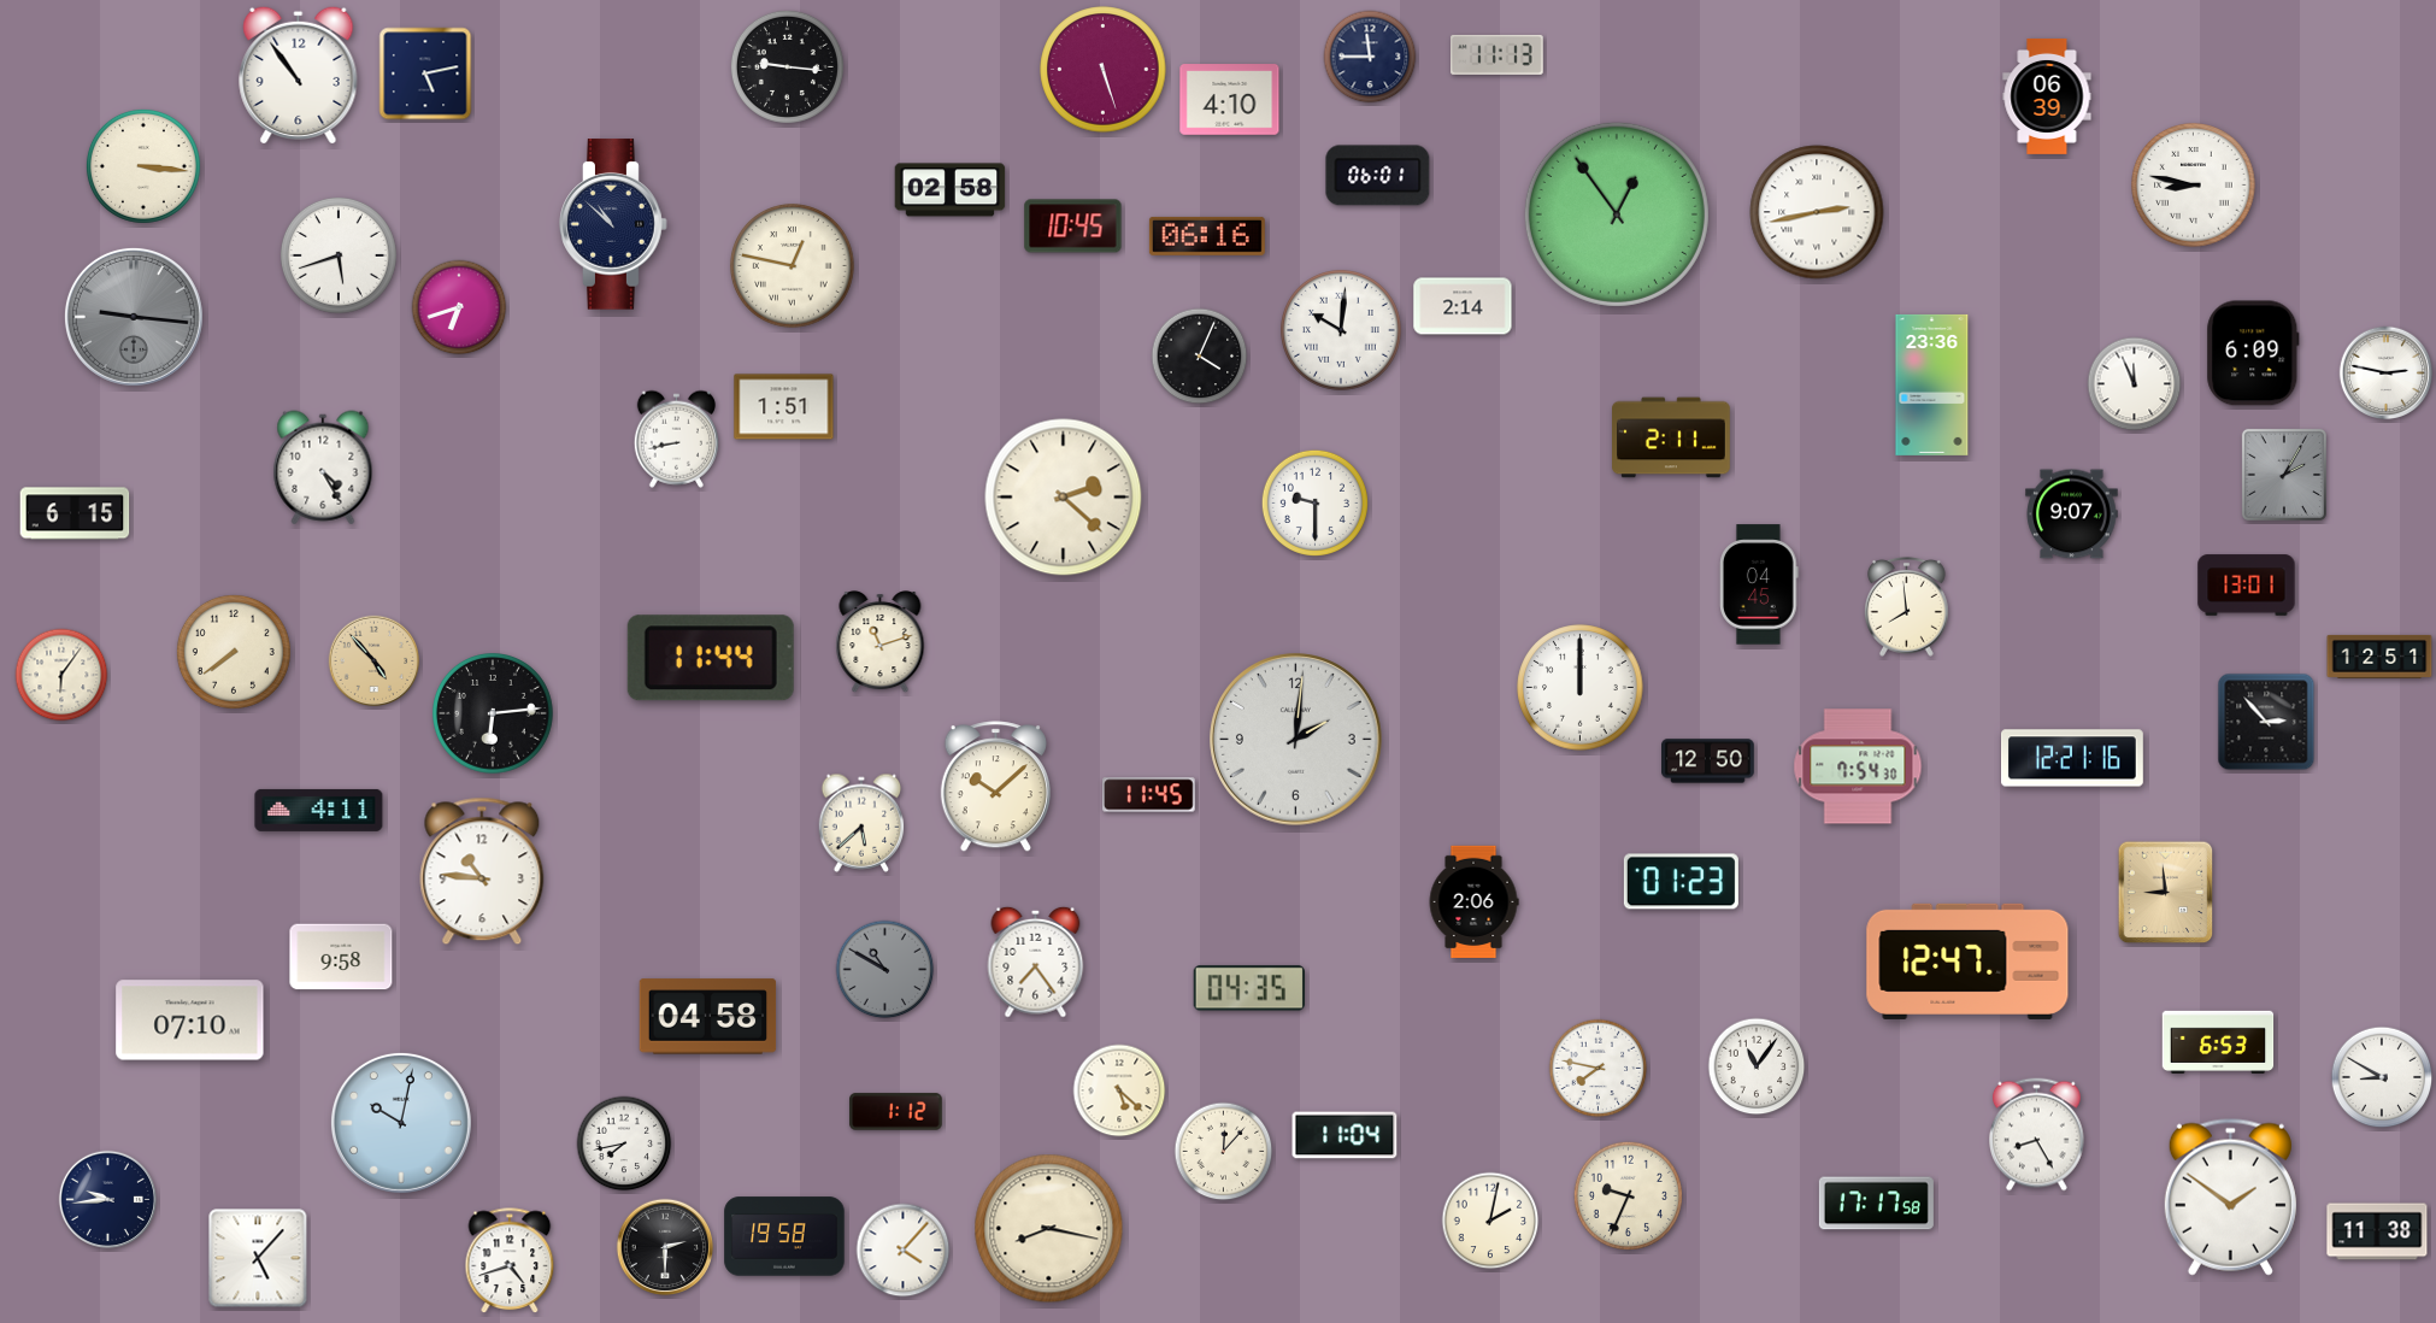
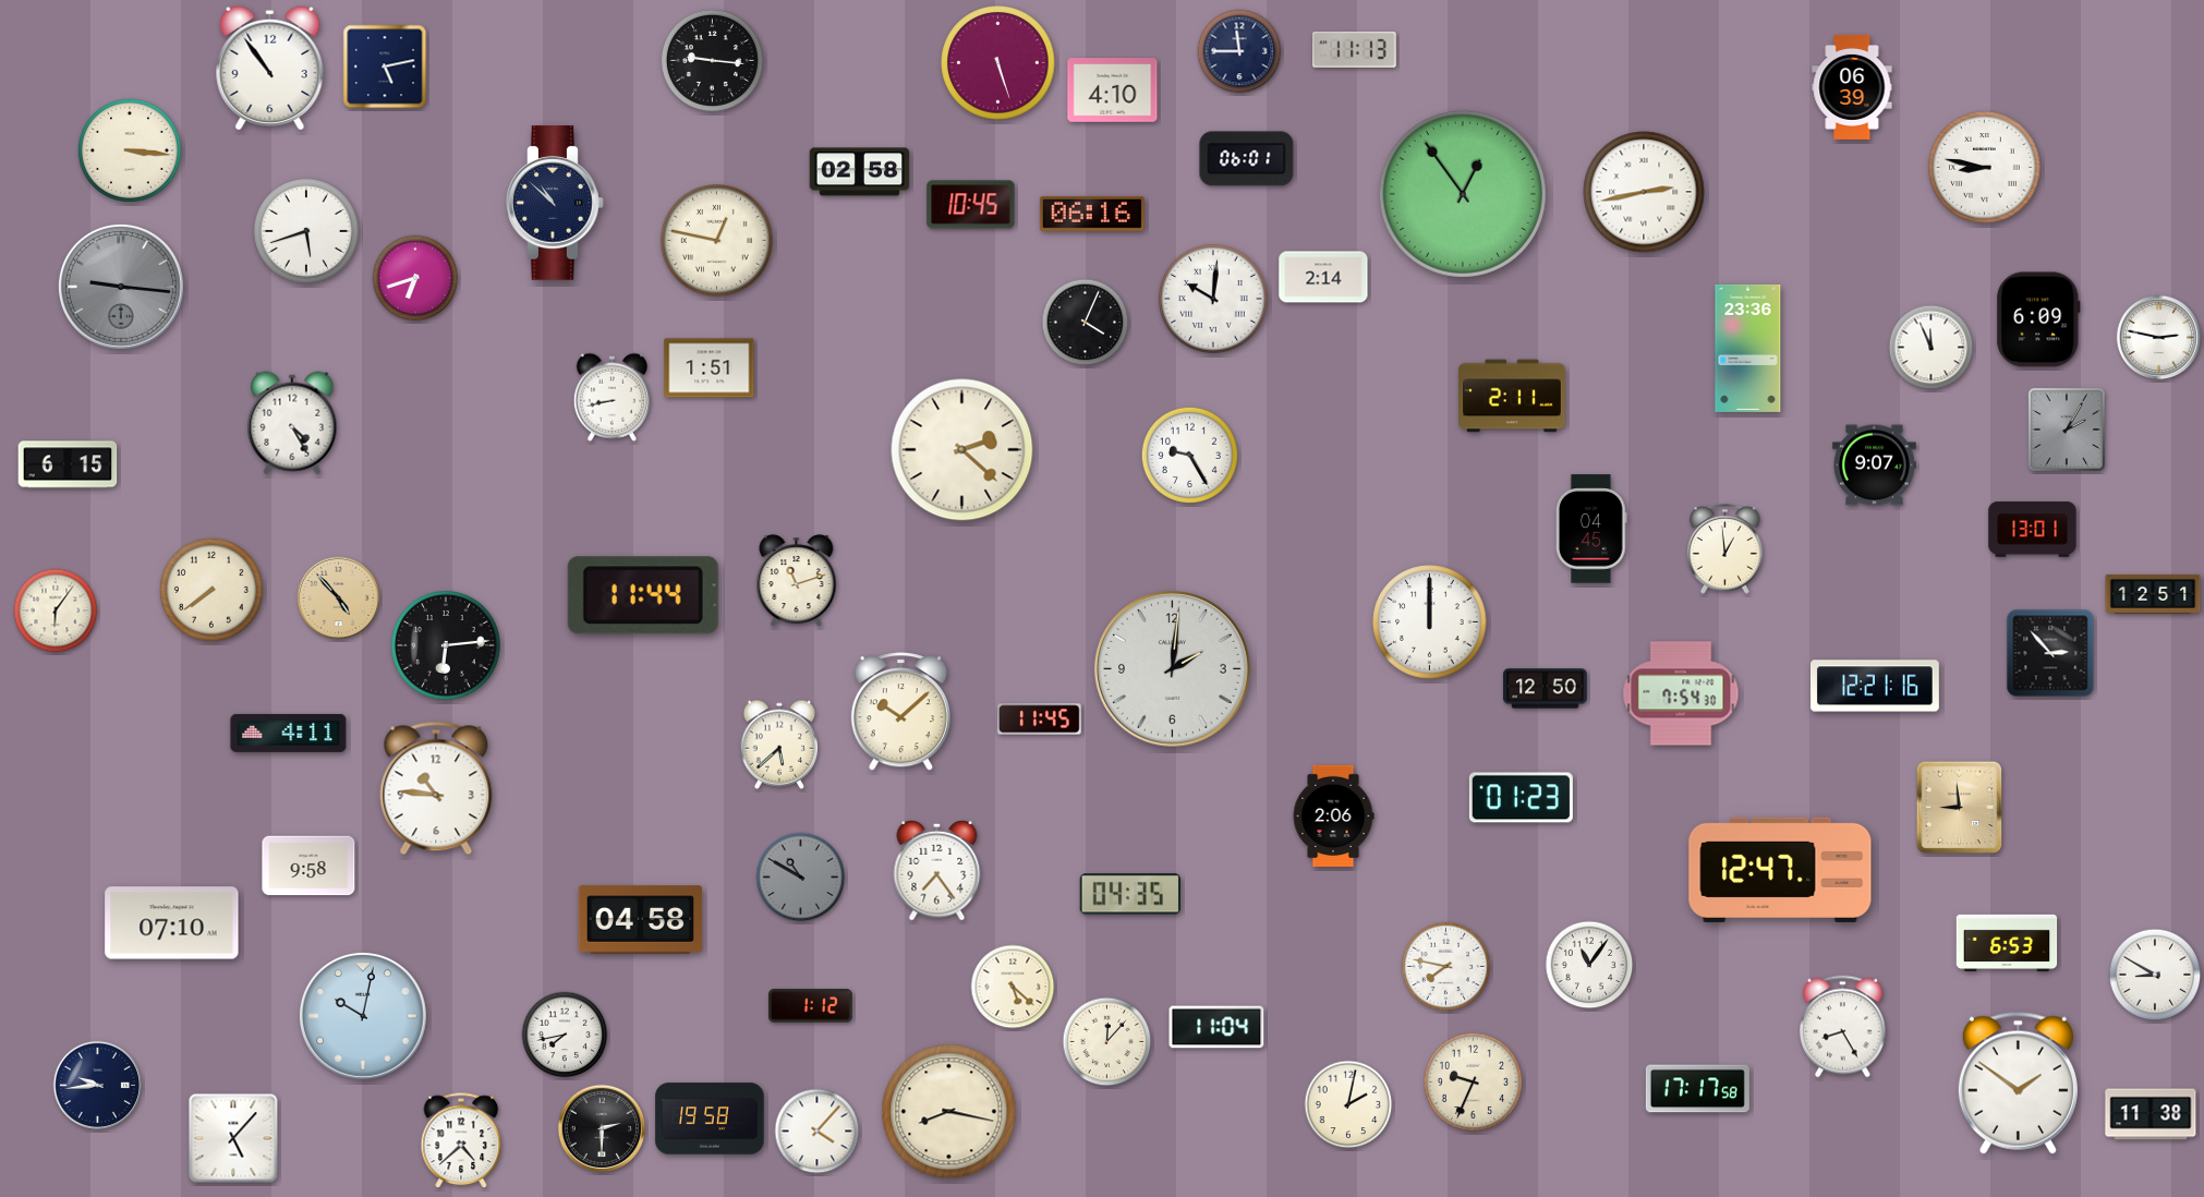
clock at (1314, 502): 9:30 -> 9:25
clock at (1907, 606): 7:59 -> 12:59
clock at (510, 1262): 4:42 -> 4:38
